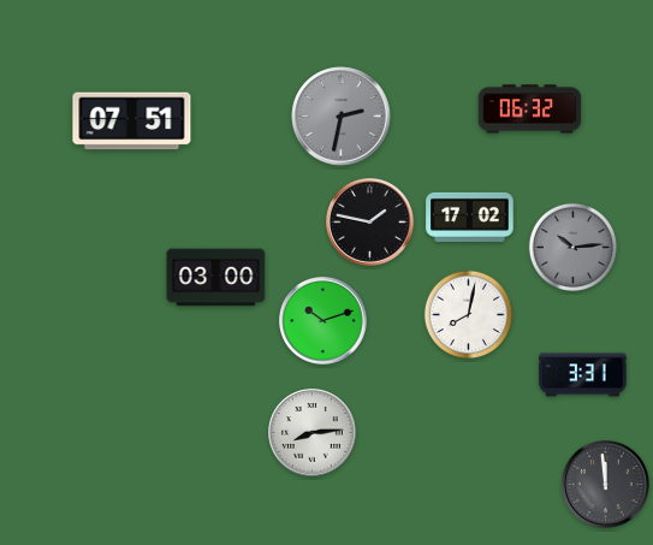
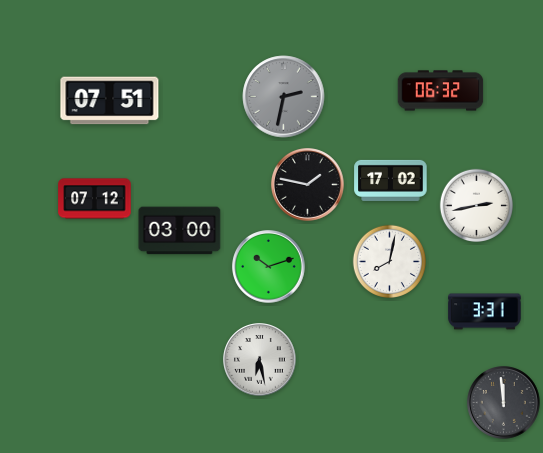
clock at (95, 199): none -> 07:12
clock at (572, 247): 10:14 -> 2:43
clock at (572, 247) dial: grey -> white
clock at (313, 433): 8:14 -> 6:28
